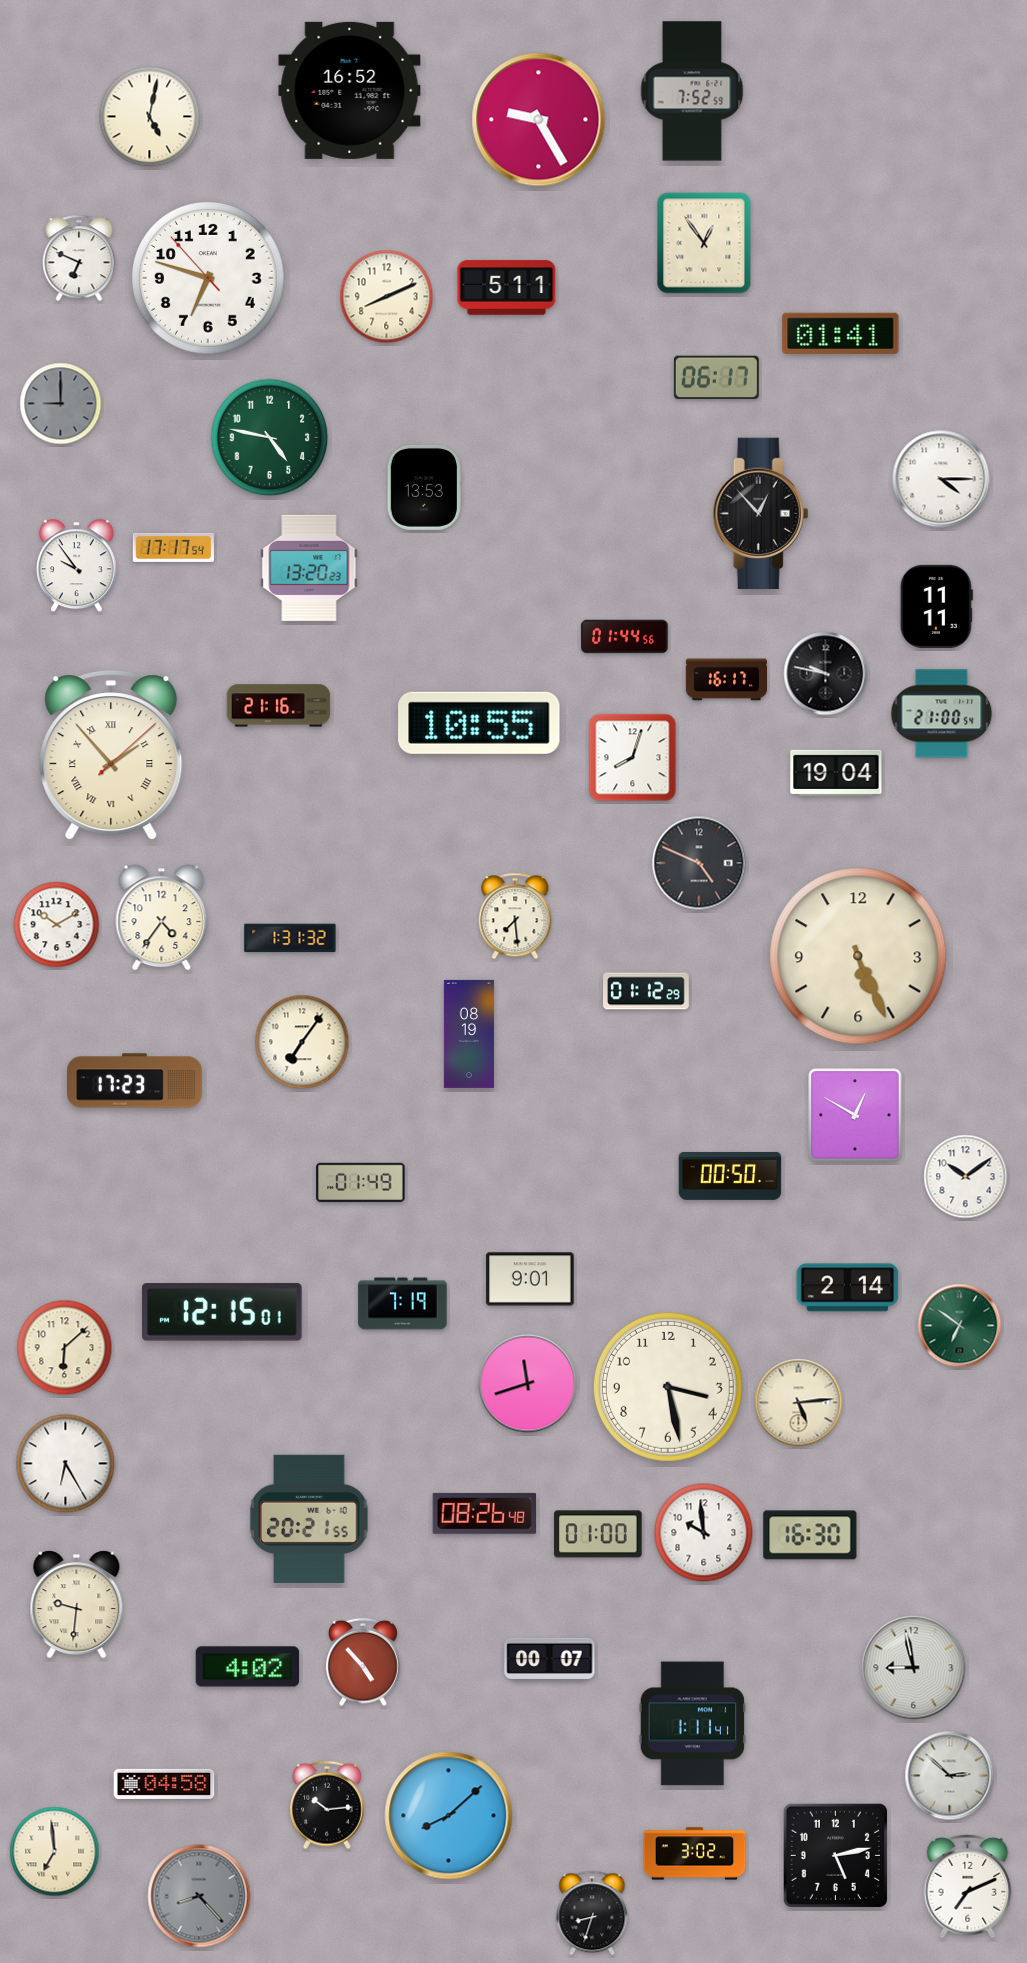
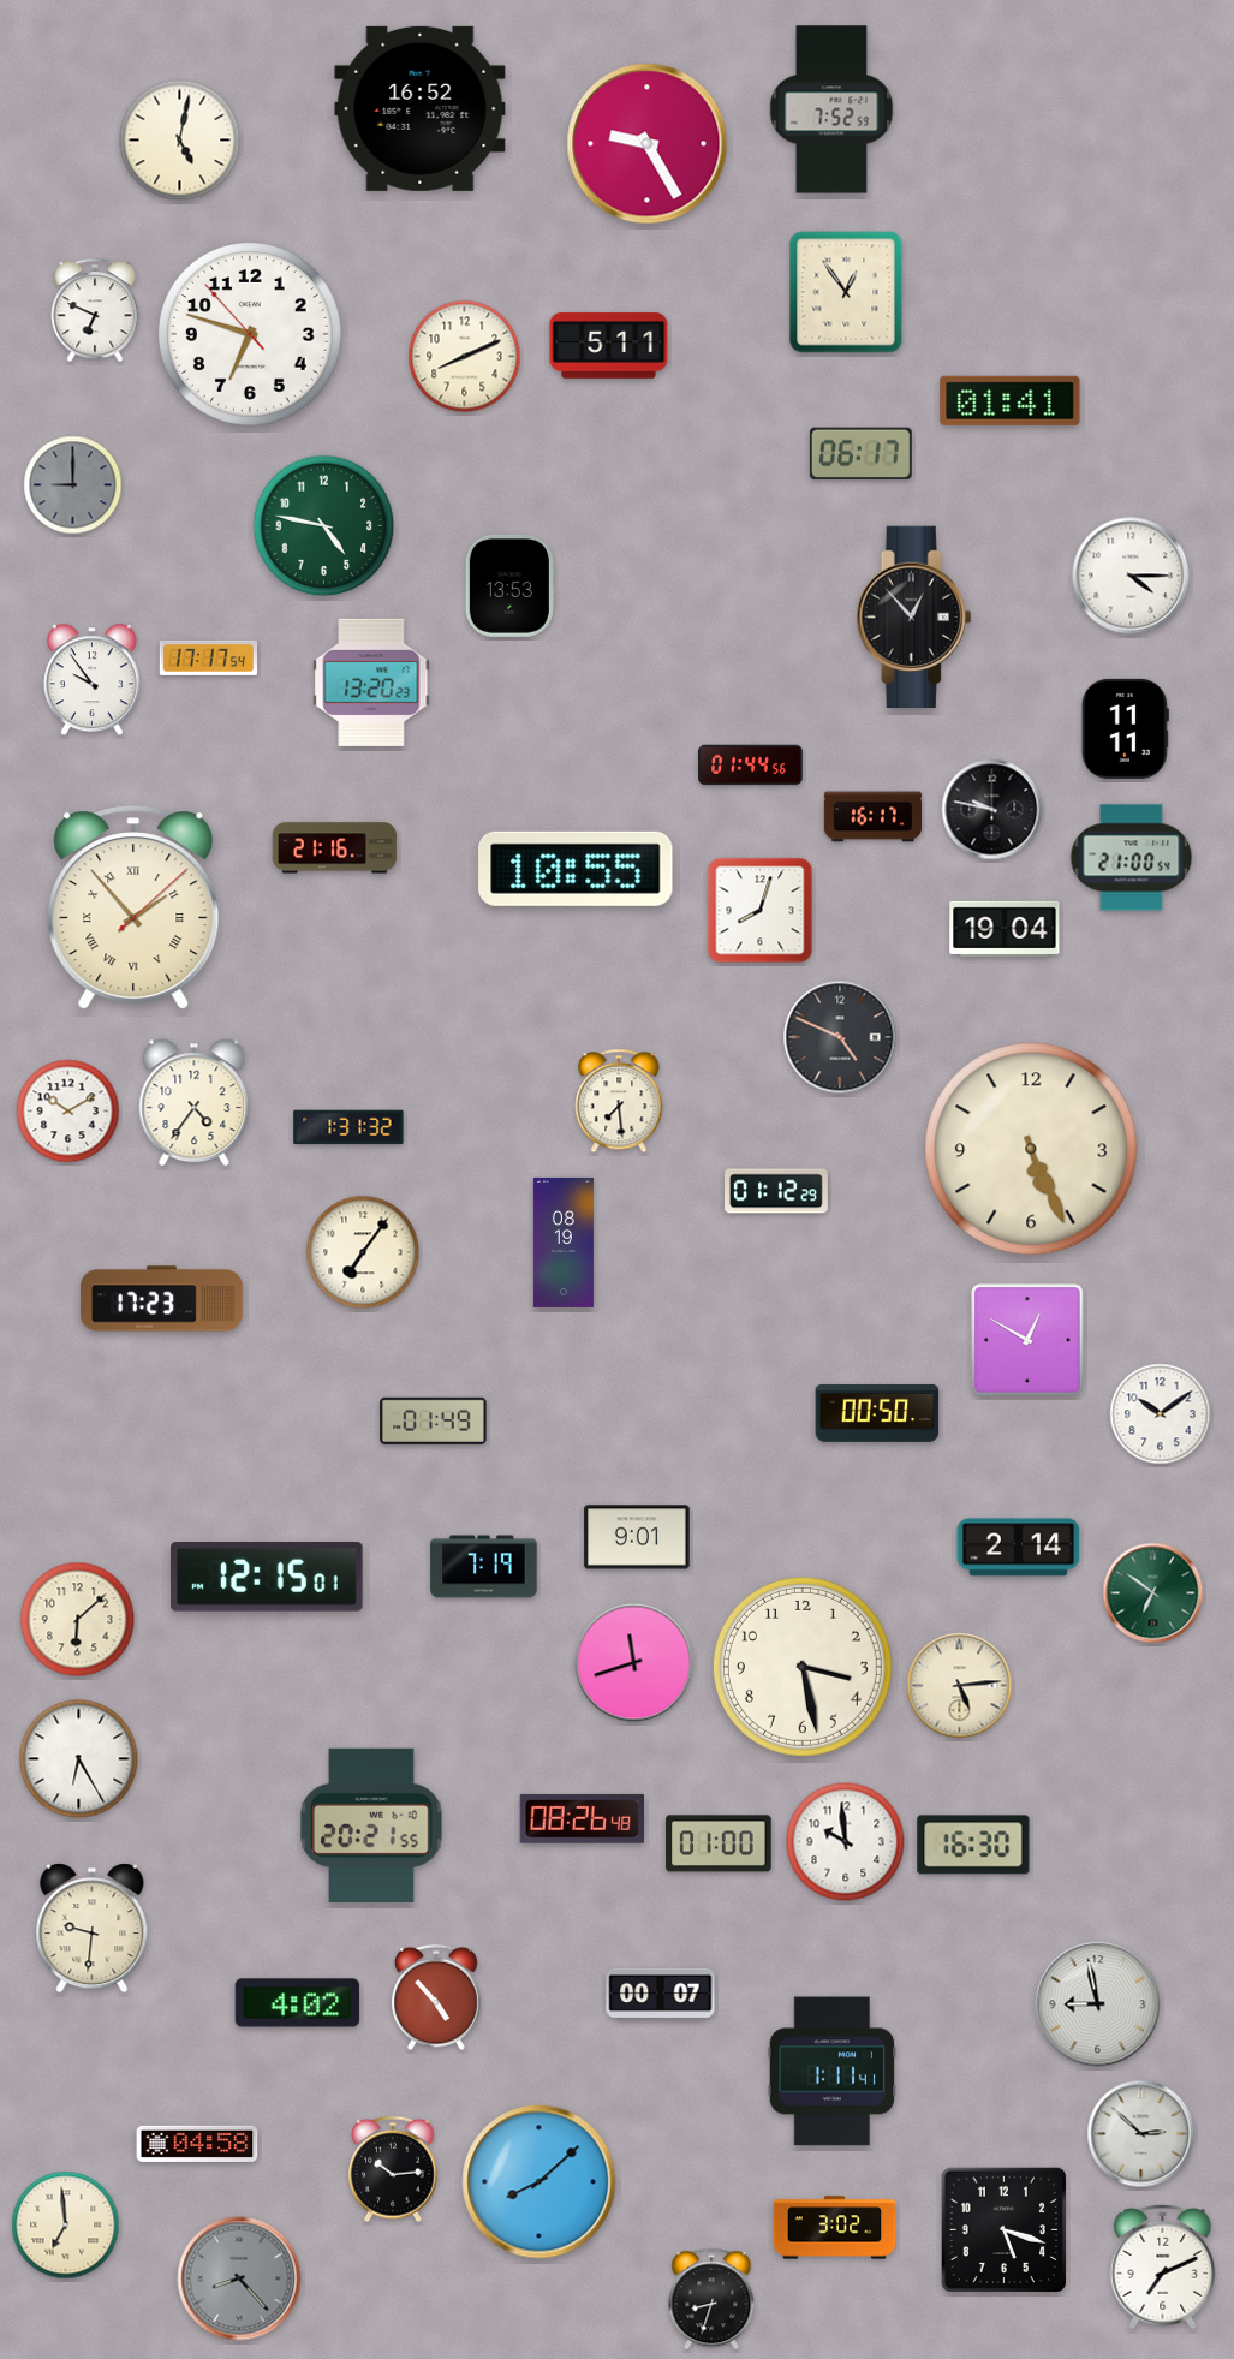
clock at (835, 1855): 5:13 -> 5:18
